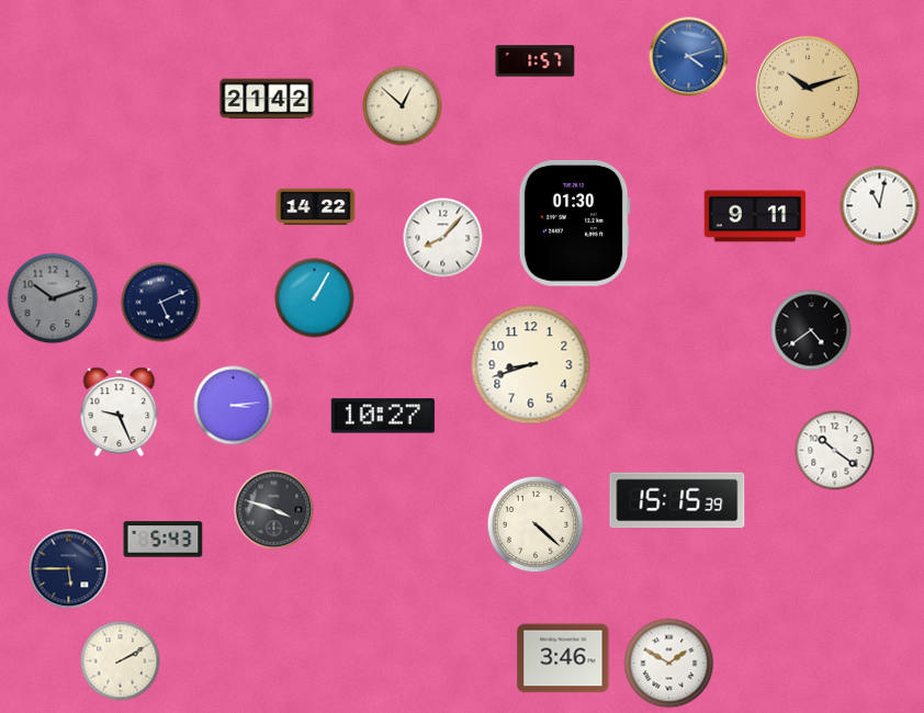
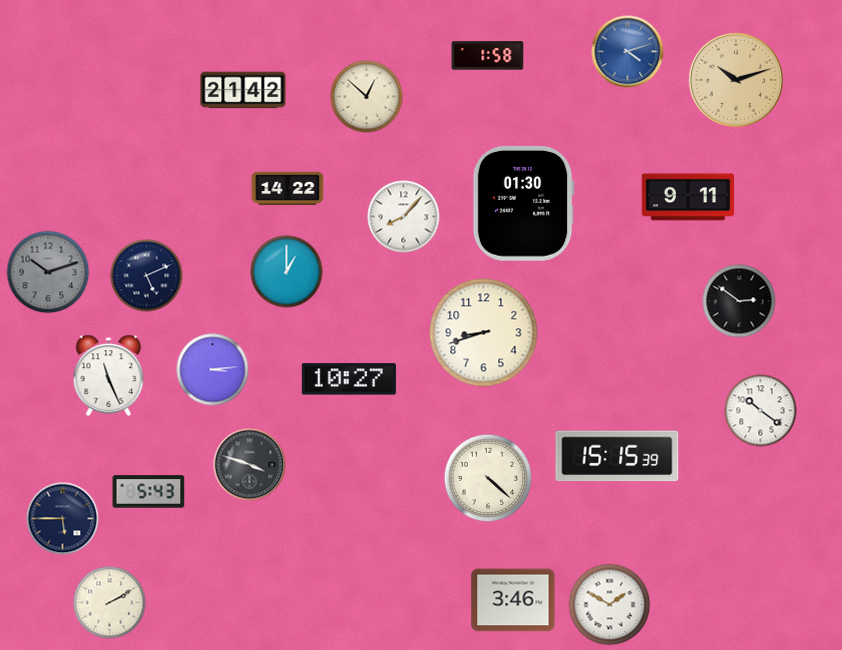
clock at (536, 61): 1:57 -> 1:58
clock at (880, 206): 11:02 -> none
clock at (315, 298): 1:05 -> 1:00
clock at (811, 330): 4:39 -> 2:51
clock at (120, 412): 9:26 -> 11:26
